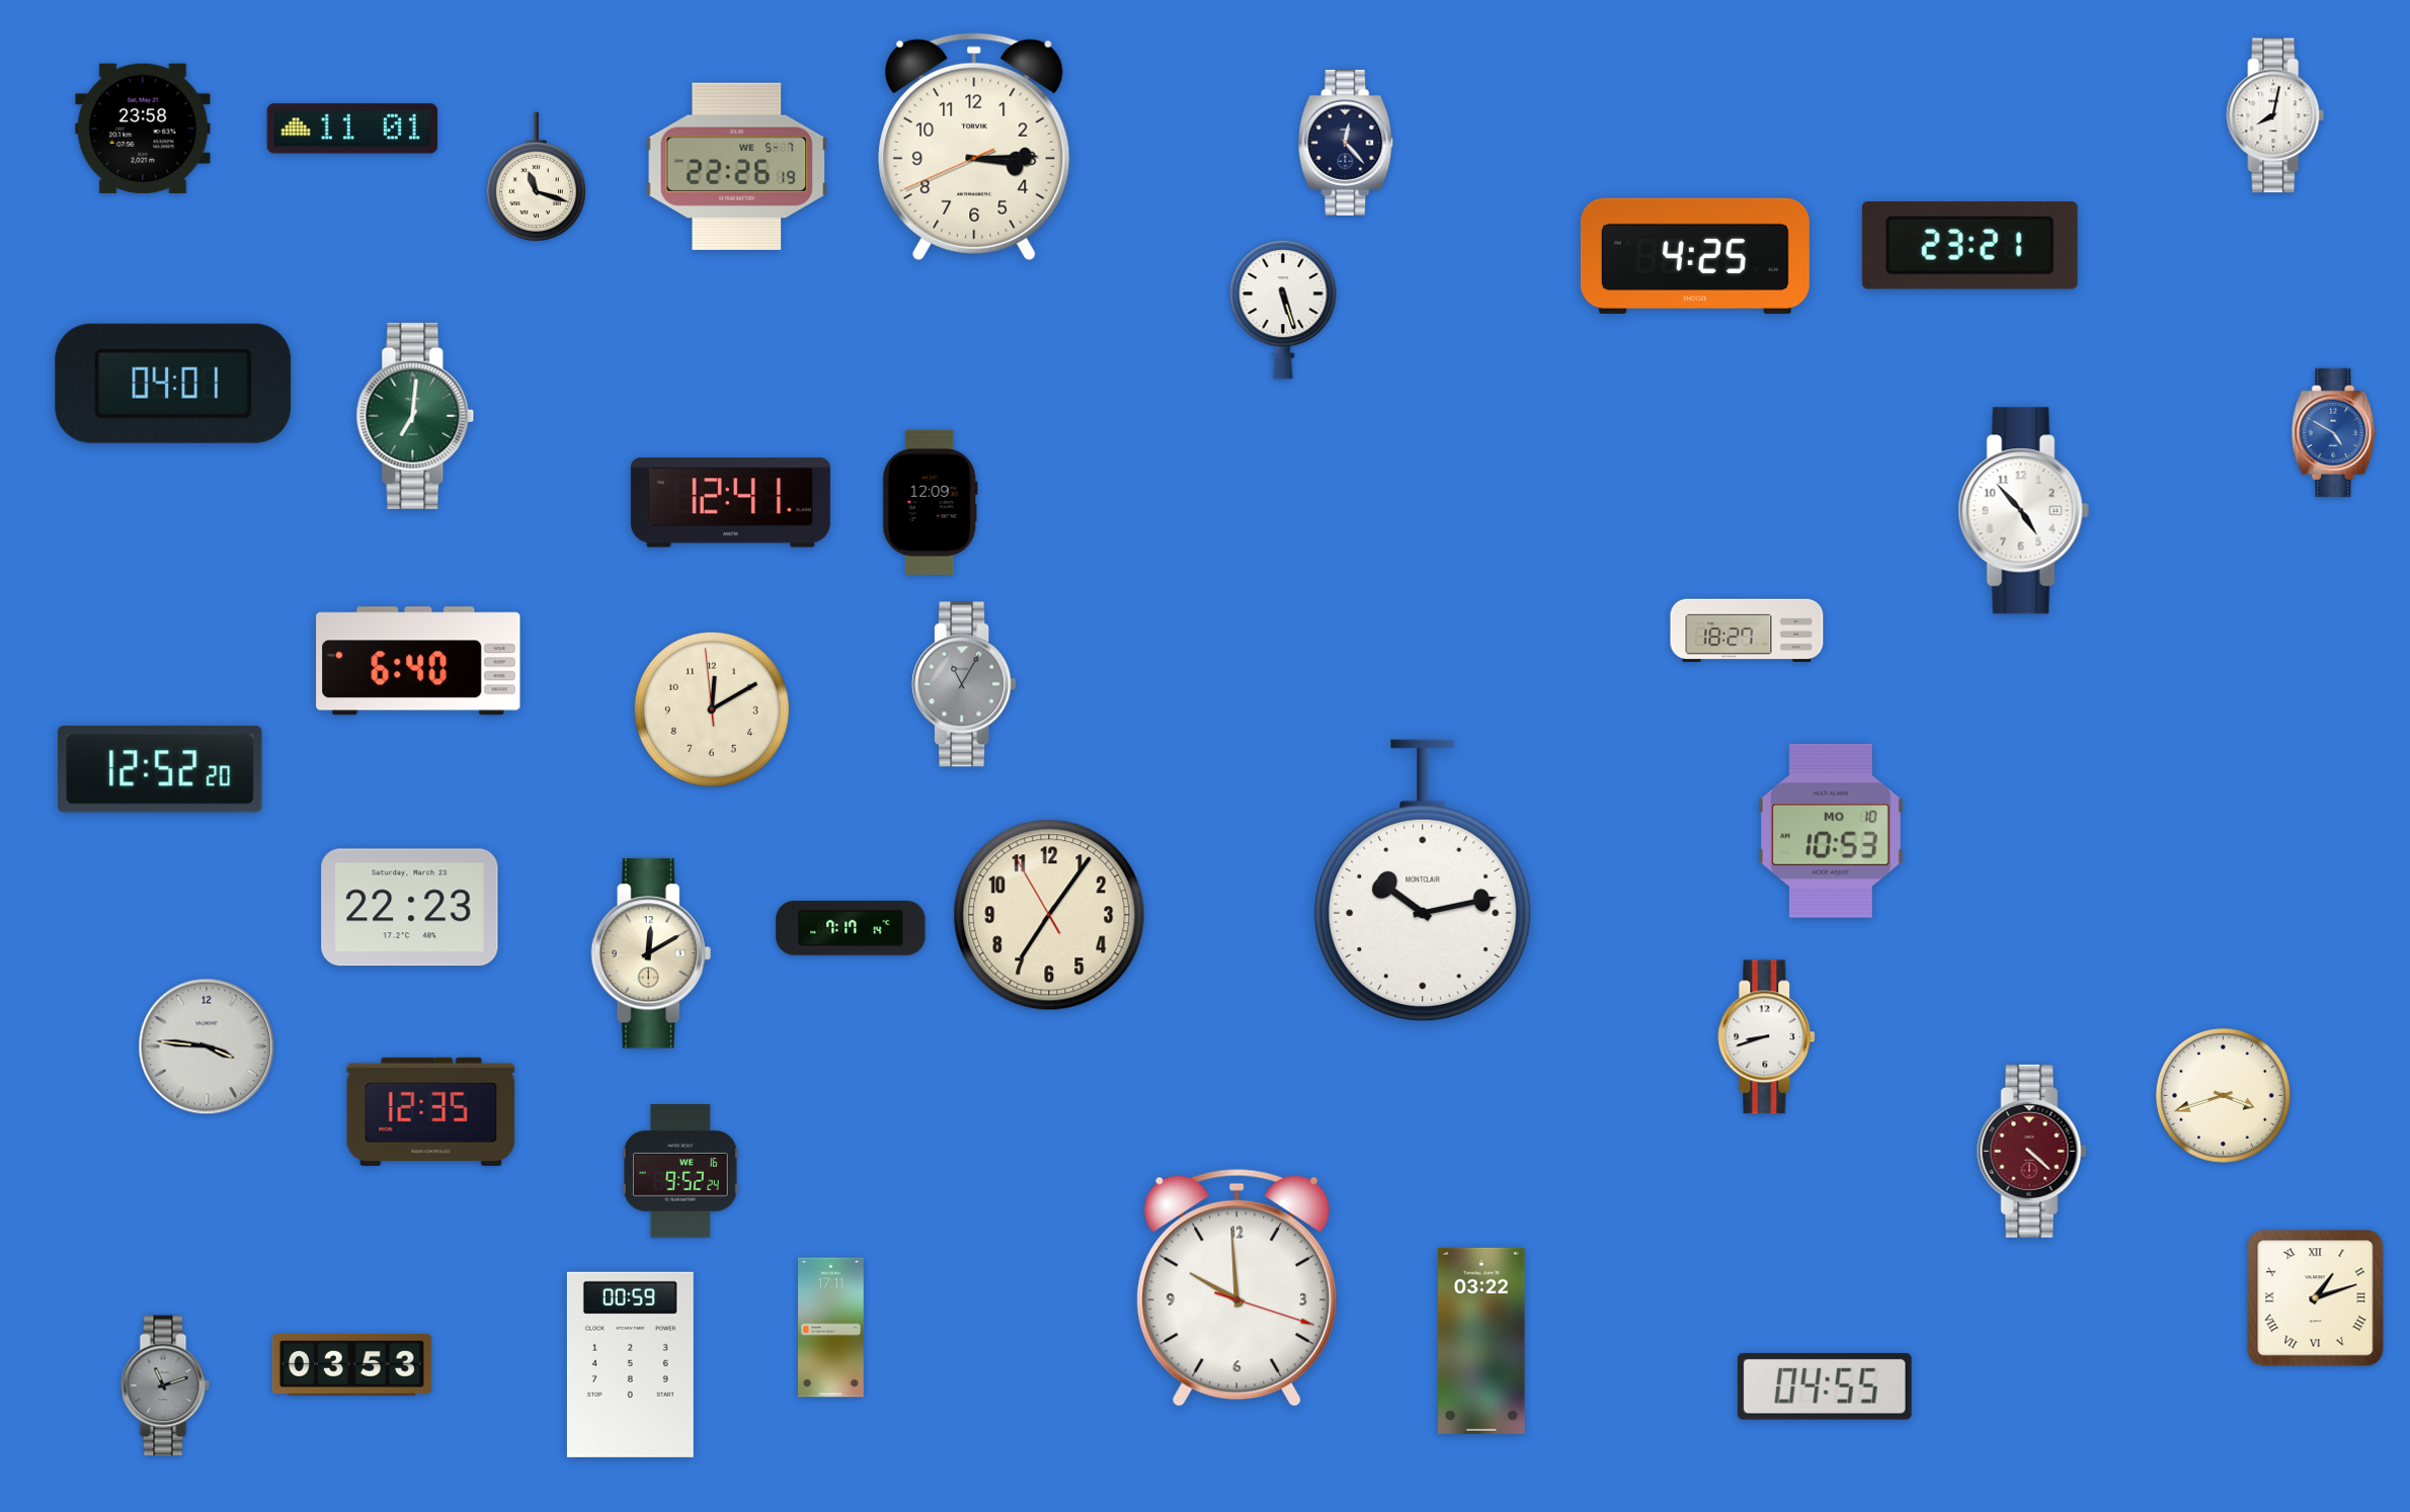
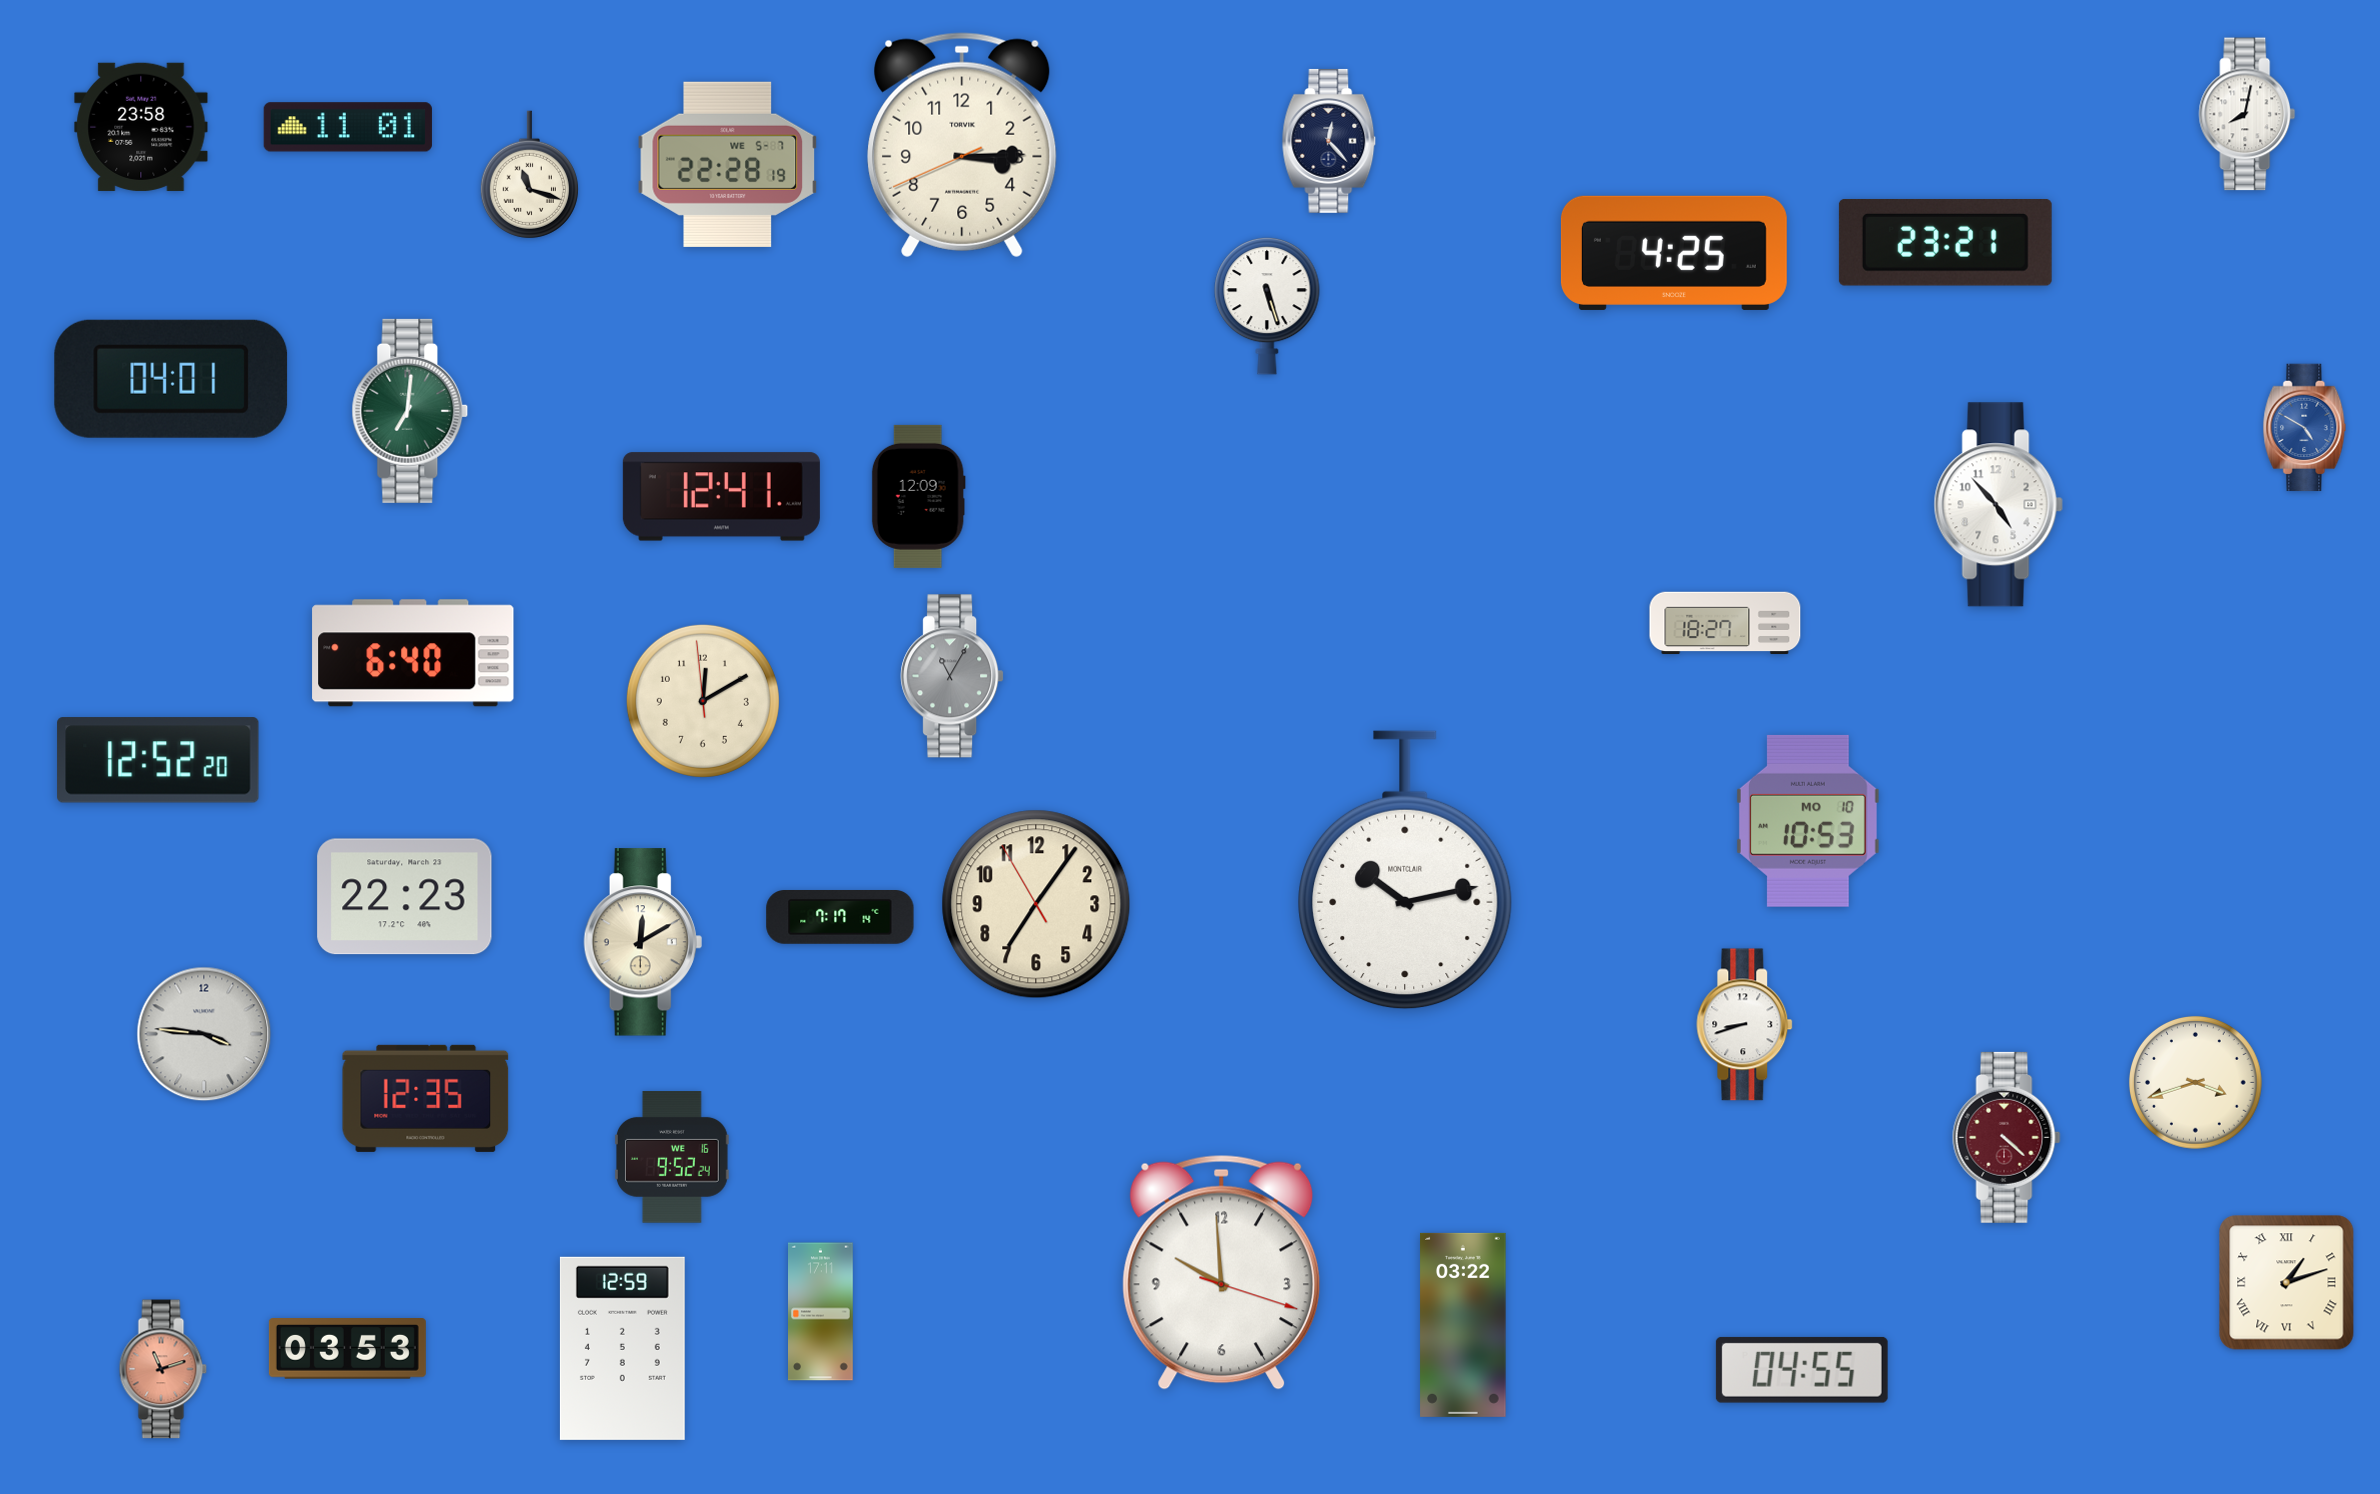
clock at (737, 166): 22:26 -> 22:28
clock at (630, 1364): 00:59 -> 12:59
clock at (165, 1385) dial: grey -> salmon
